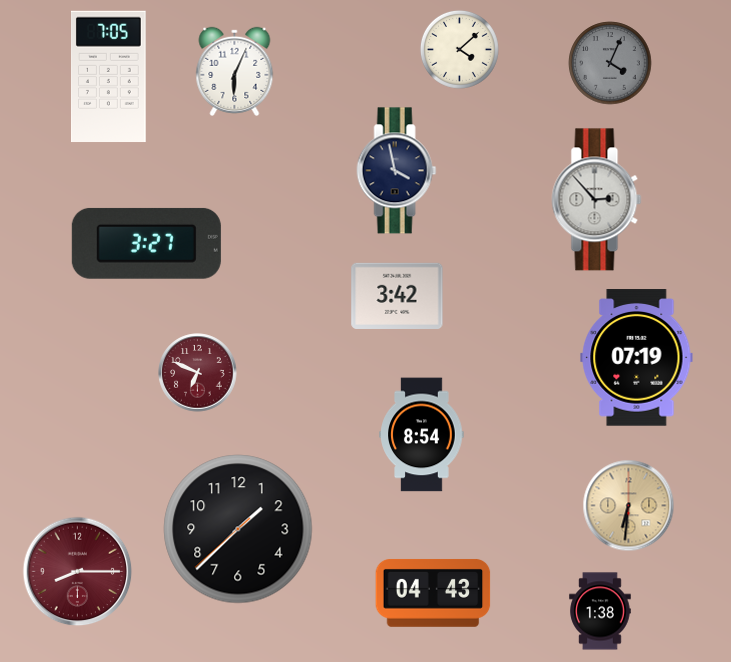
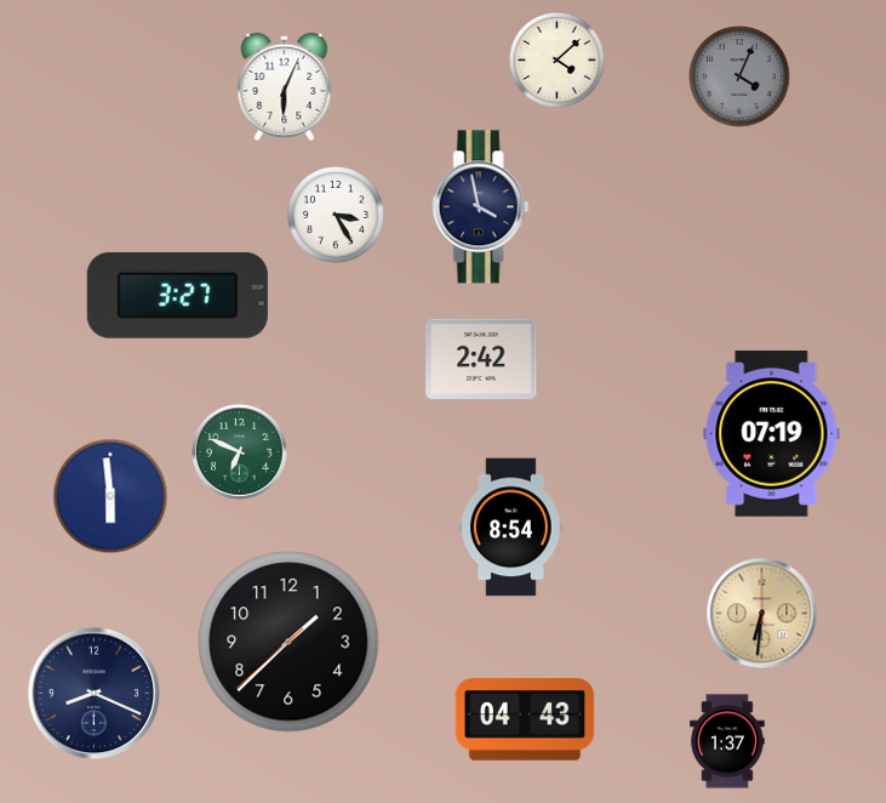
clock at (109, 77): 7:05 -> none
clock at (336, 215): none -> 3:25
clock at (597, 200): 2:53 -> none
clock at (397, 296): 3:42 -> 2:42
clock at (198, 373) dial: burgundy -> green
clock at (110, 496): none -> 5:59
clock at (78, 572): 8:15 -> 8:19
clock at (78, 572) dial: burgundy -> navy
clock at (600, 611): 1:38 -> 1:37
